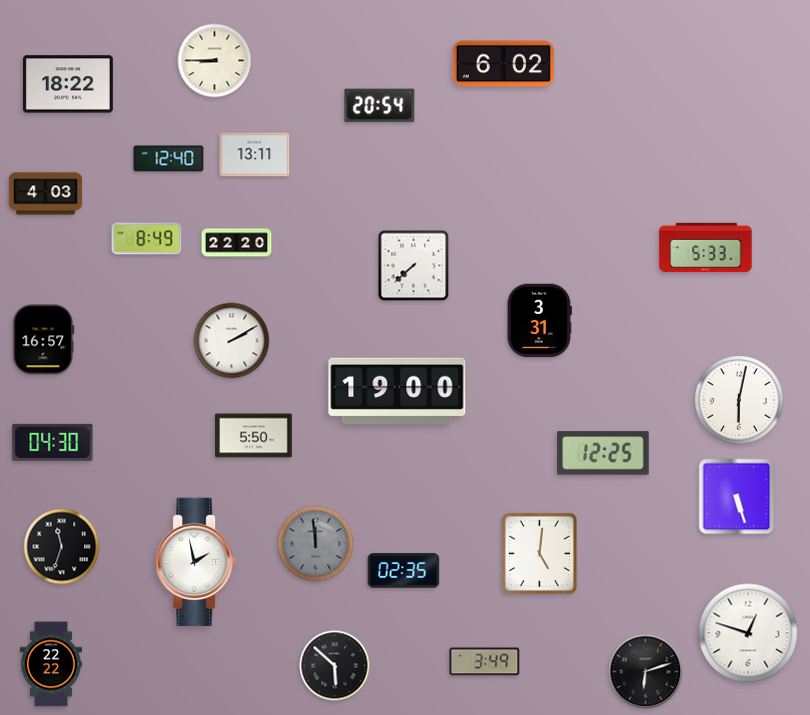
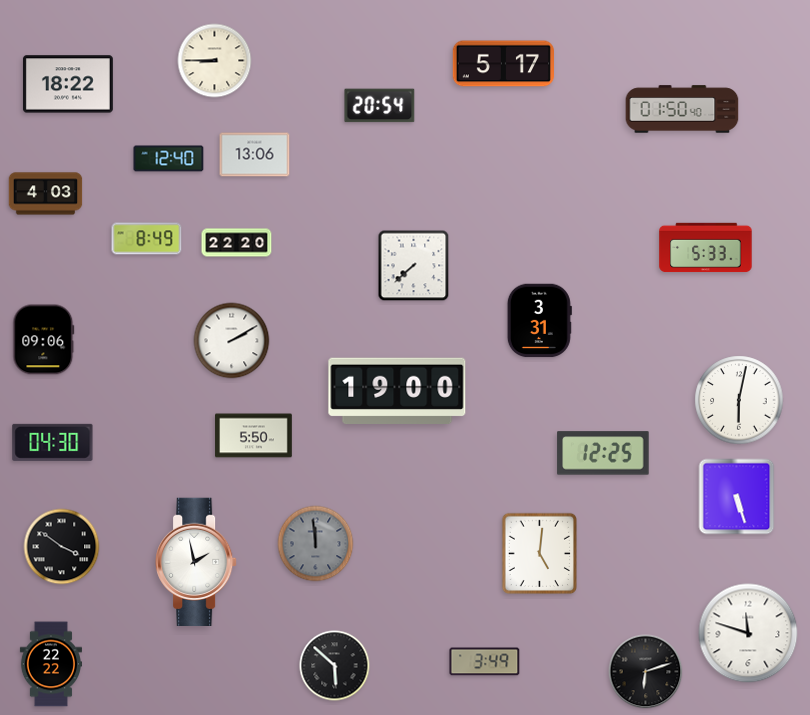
clock at (504, 64): 6:02 -> 5:17
clock at (682, 109): none -> 01:50
clock at (255, 155): 13:11 -> 13:06
clock at (44, 340): 16:57 -> 09:06
clock at (62, 547): 11:33 -> 3:51
clock at (404, 571): 02:35 -> none
clock at (748, 633): 12:48 -> 11:48
